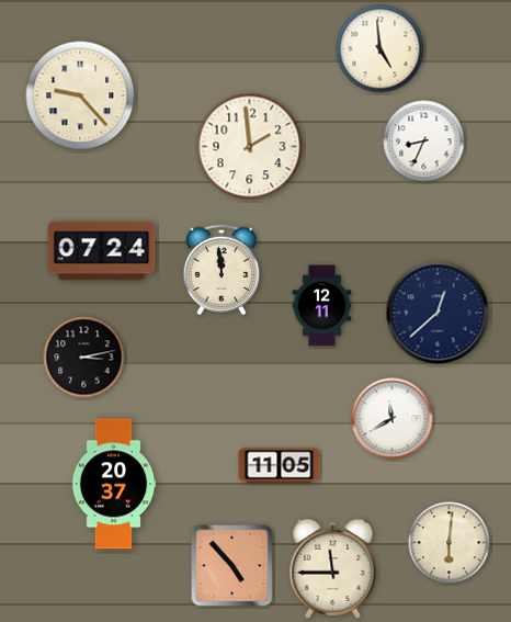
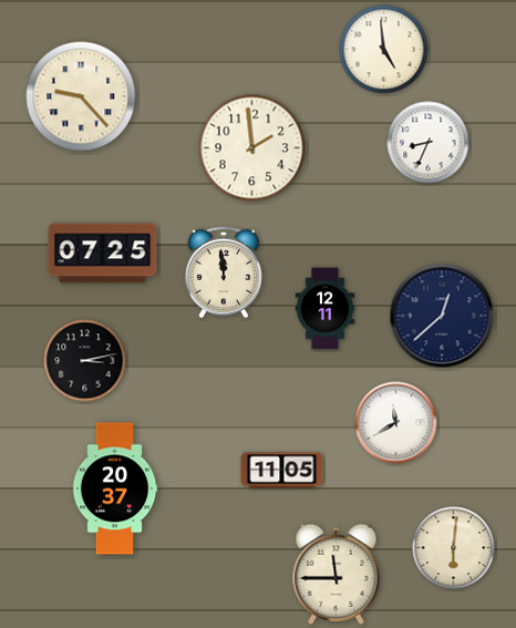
clock at (102, 251): 07:24 -> 07:25
clock at (232, 566): 4:53 -> none
